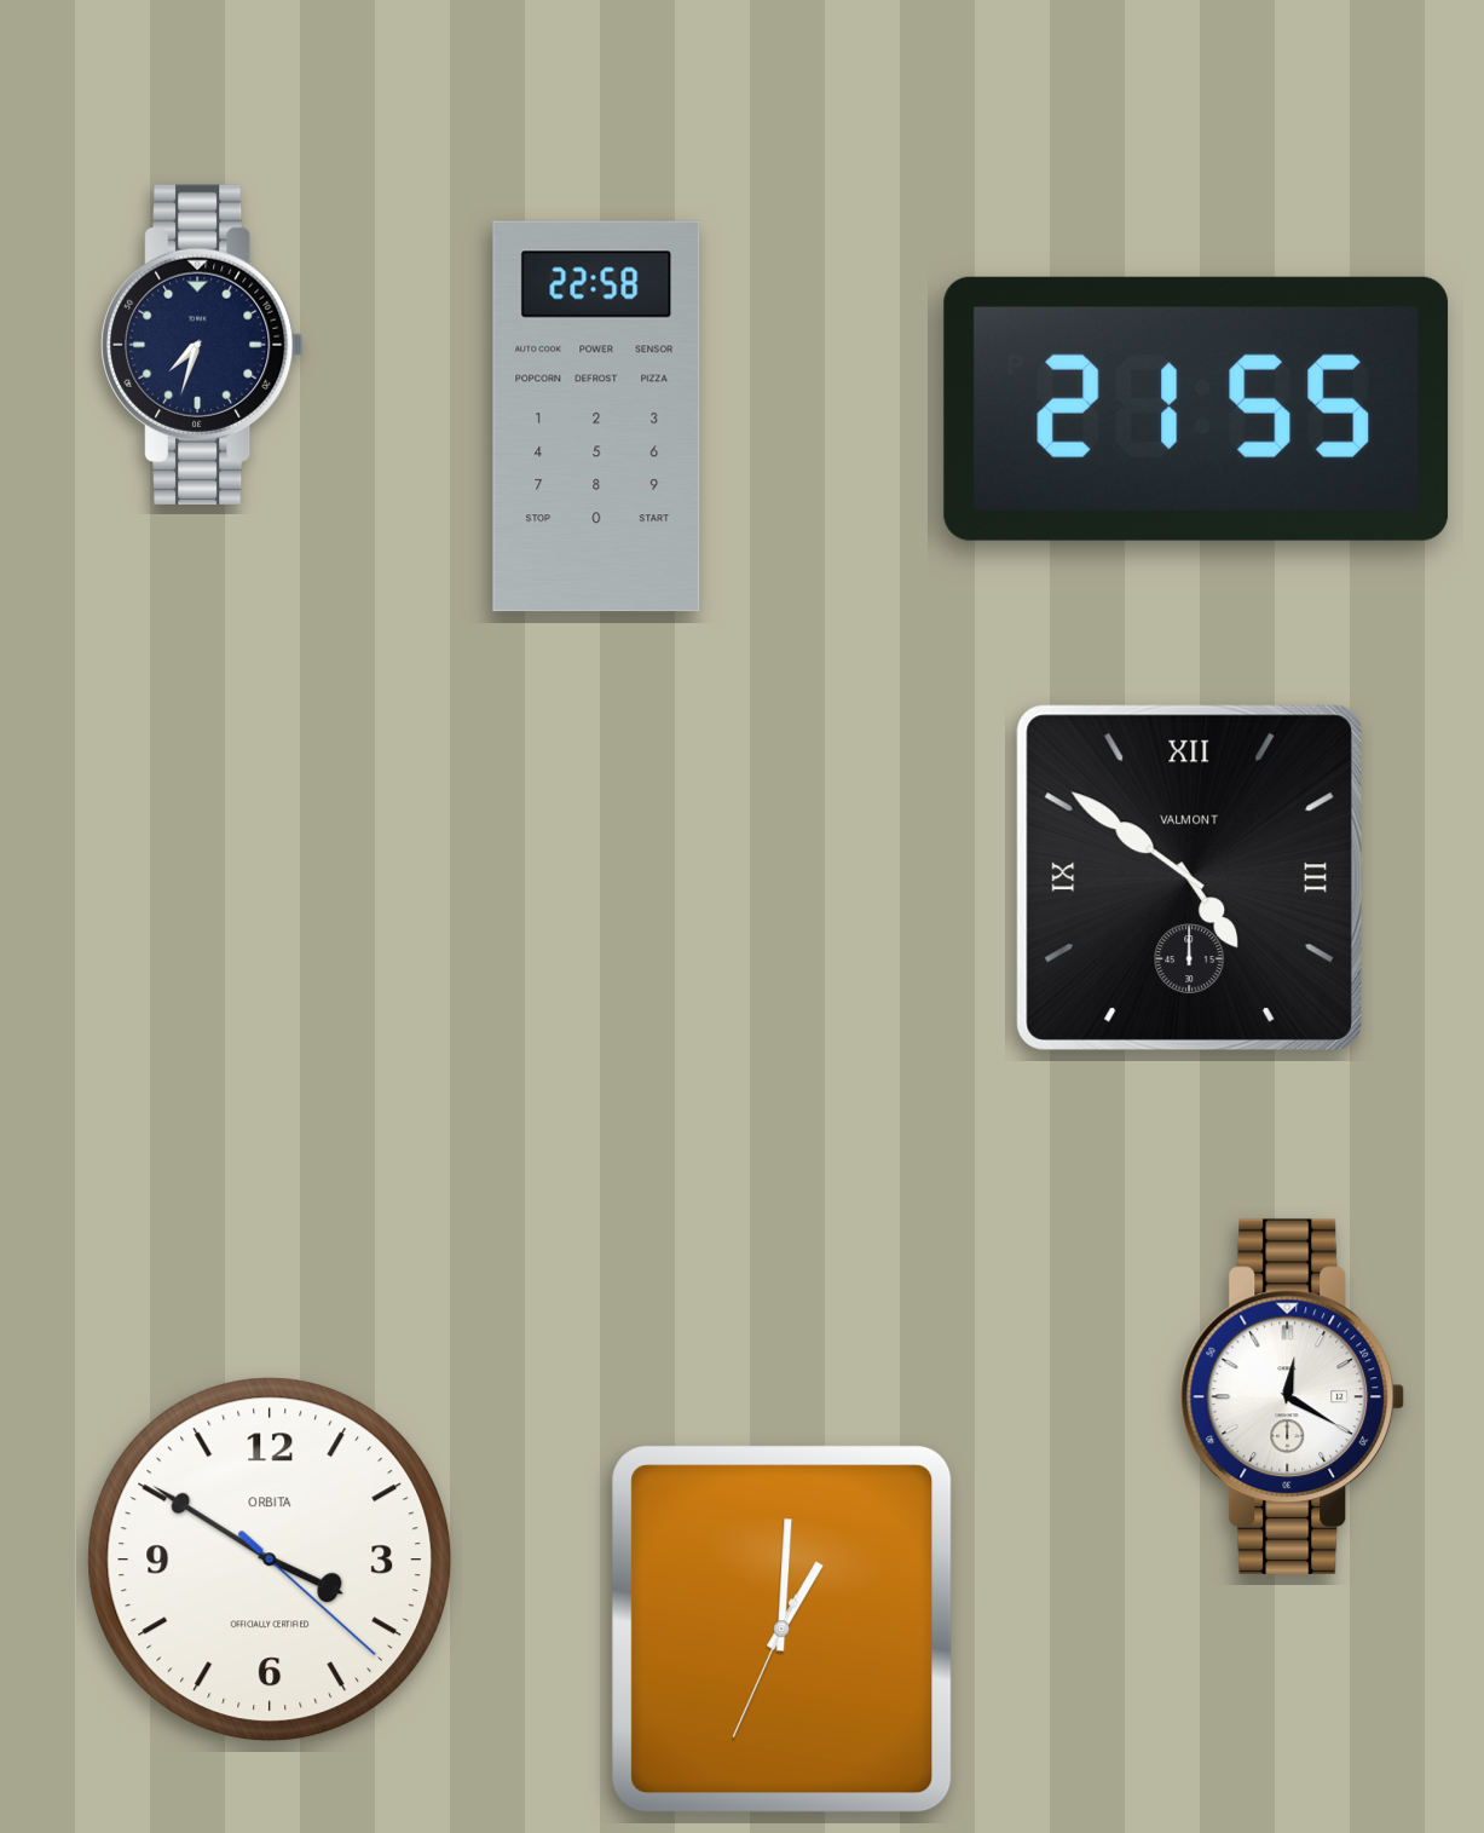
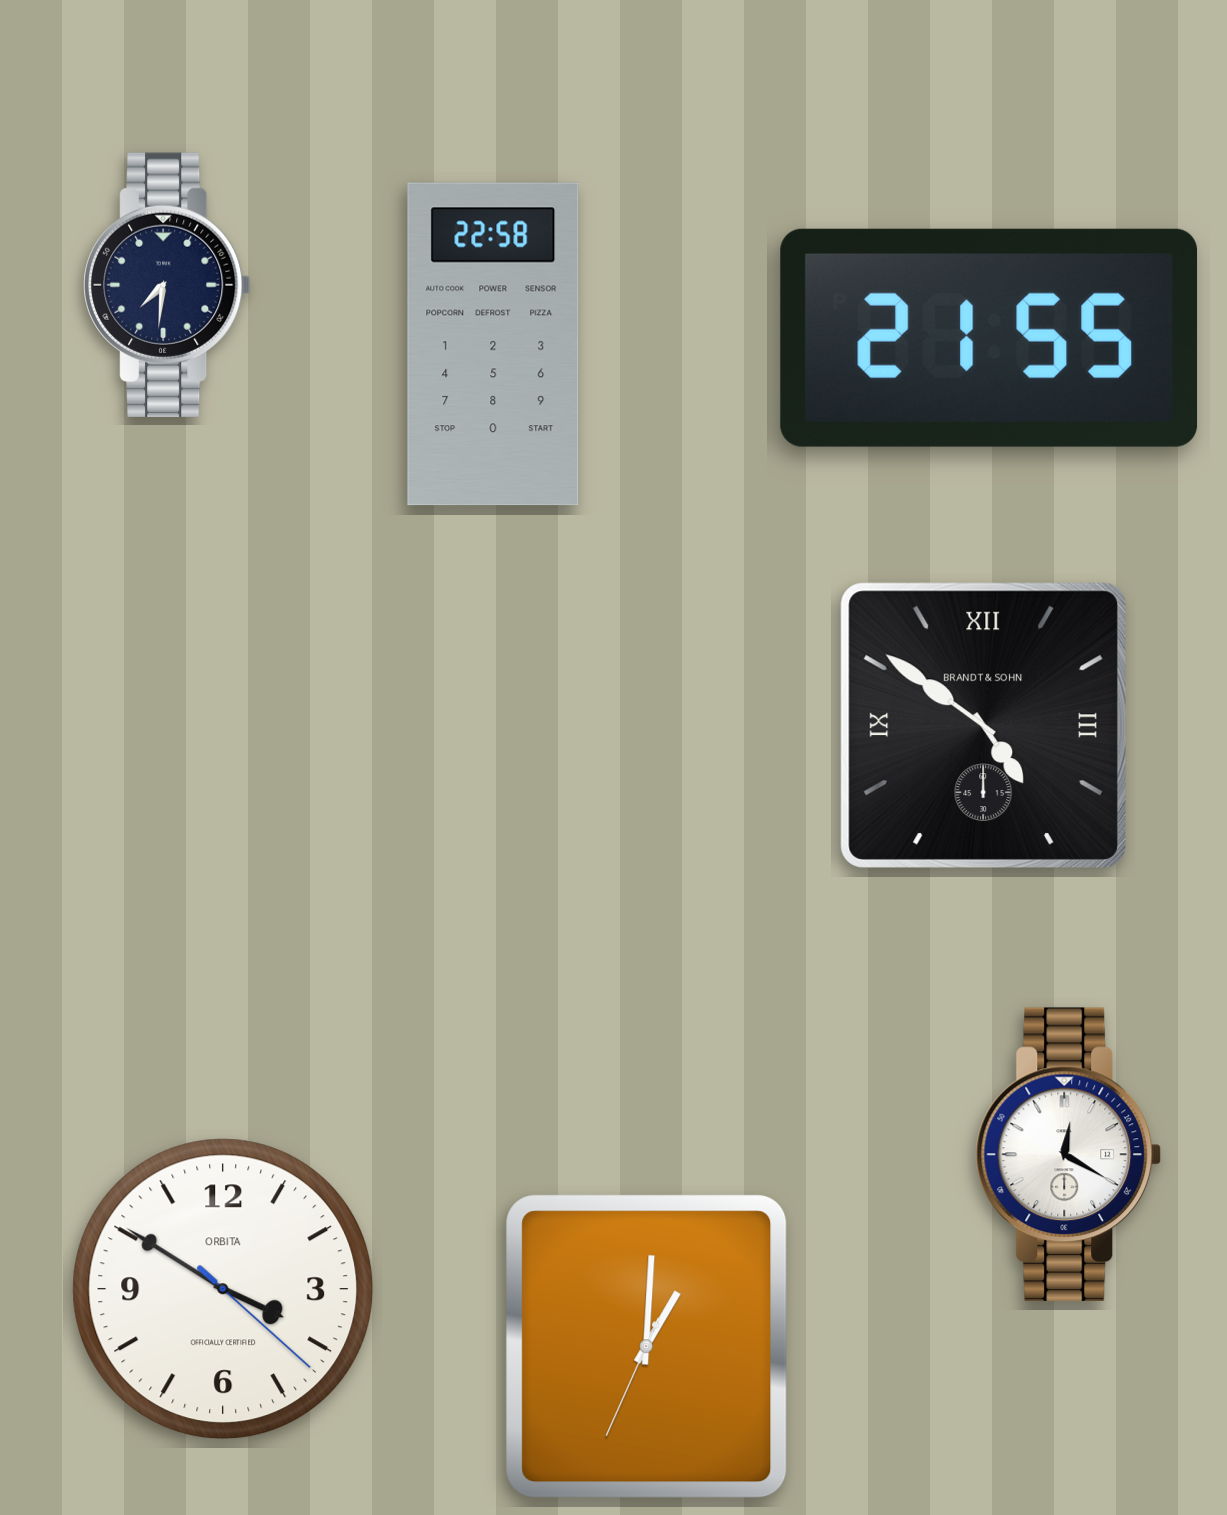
clock at (202, 345): 7:33 -> 7:31
clock at (1189, 877) brand: VALMONT -> BRANDT & SOHN
